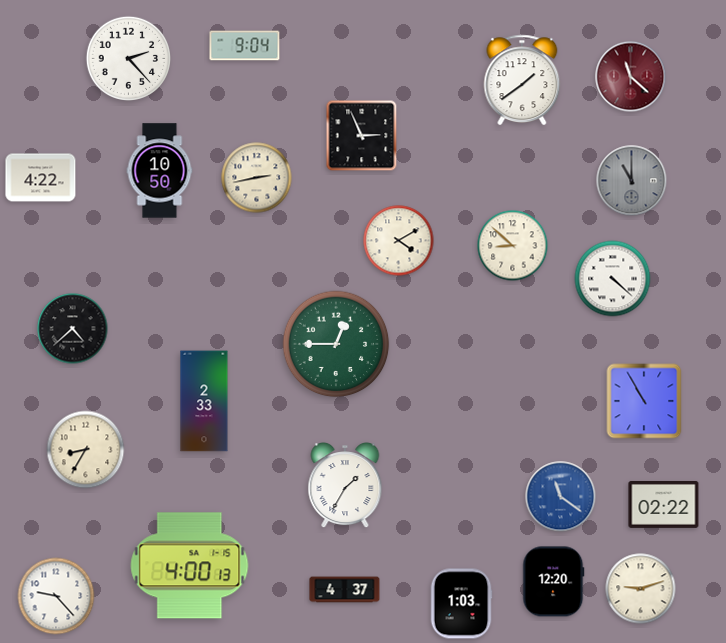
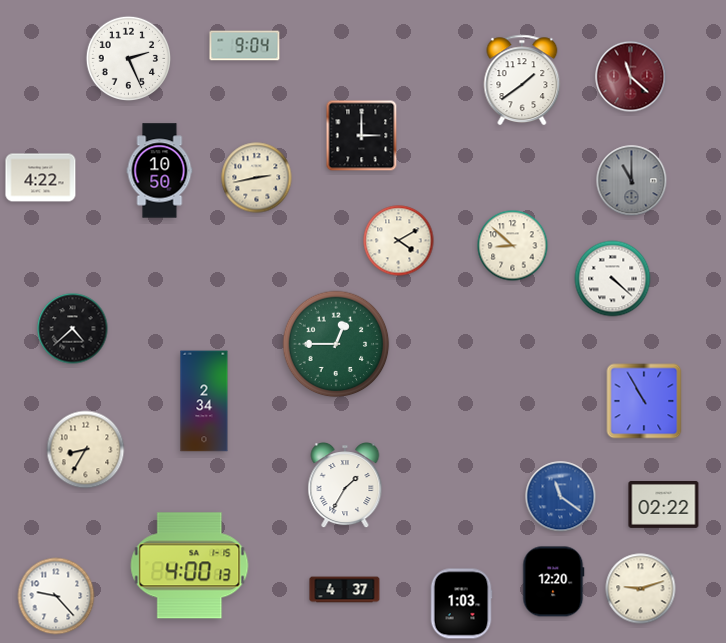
clock at (128, 58): 2:23 -> 2:26
clock at (362, 136): 2:56 -> 3:00
clock at (204, 401): 2:33 -> 2:34
